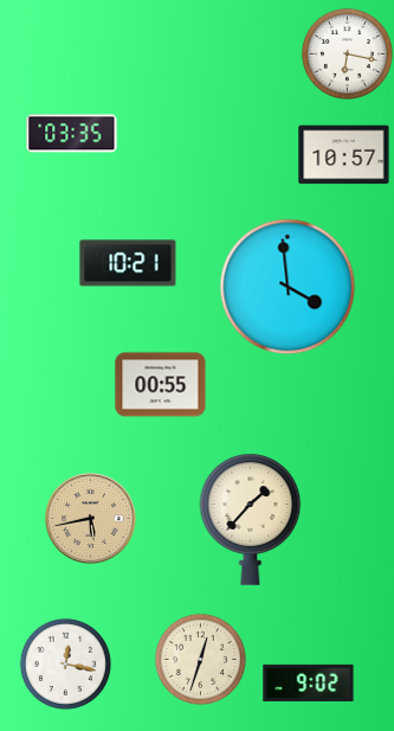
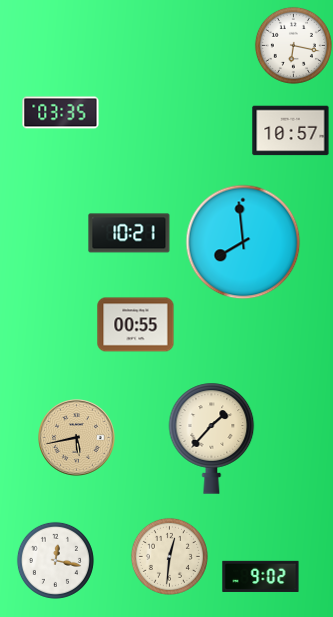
clock at (128, 263) position: (128, 263) -> (129, 233)
clock at (288, 287): 3:59 -> 7:59
clock at (200, 659): 12:33 -> 12:31
